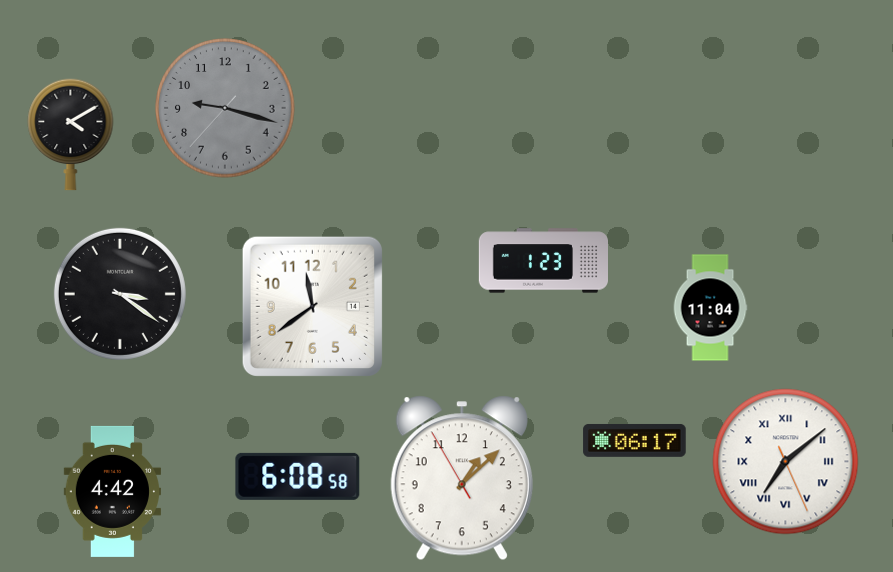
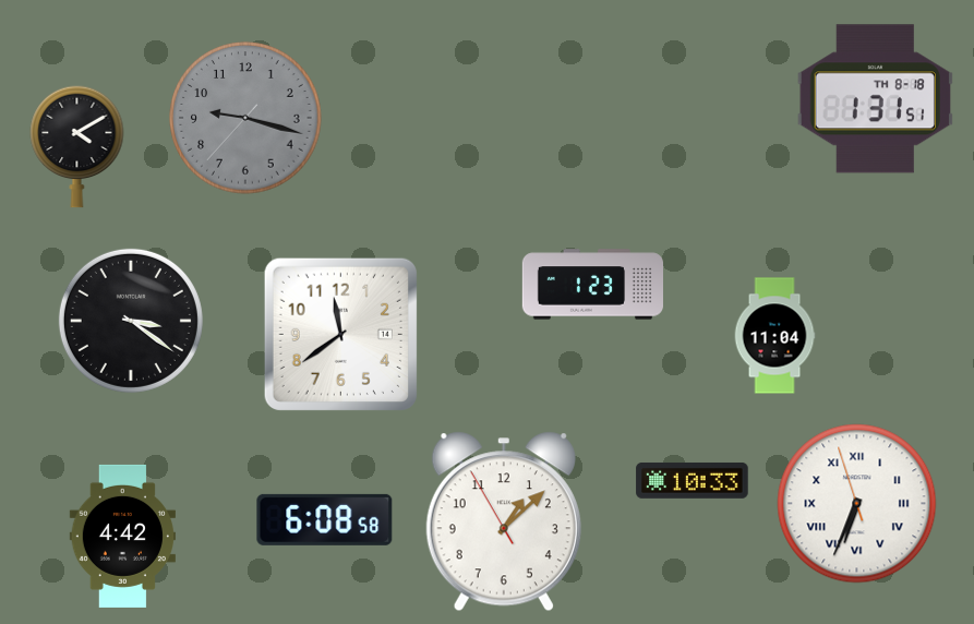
clock at (875, 99): none -> 1:31
clock at (635, 440): 06:17 -> 10:33
clock at (786, 462): 7:08 -> 6:33
